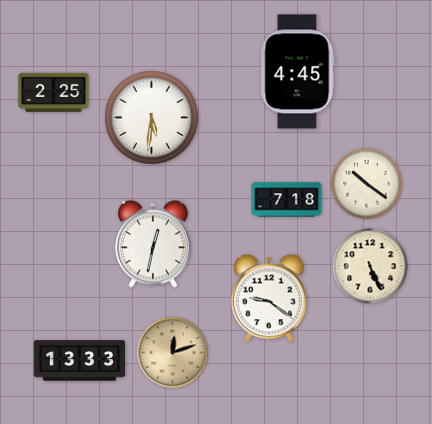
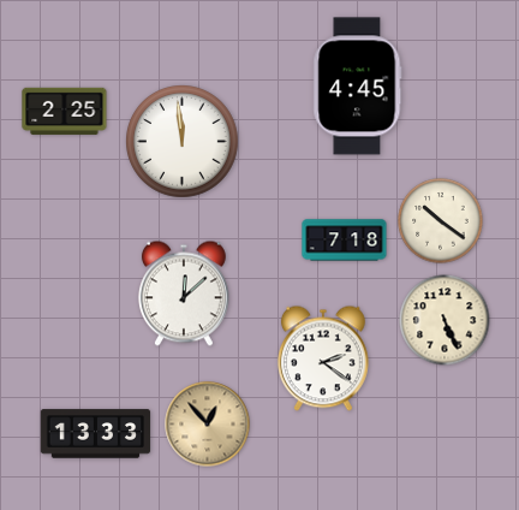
clock at (152, 118): 5:31 -> 11:59
clock at (153, 244): 12:32 -> 12:08
clock at (269, 298): 9:21 -> 2:21
clock at (173, 353): 12:12 -> 12:53
